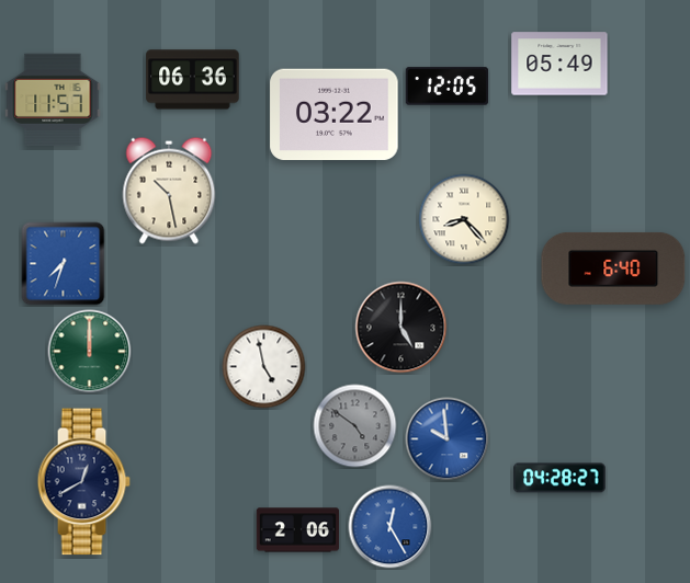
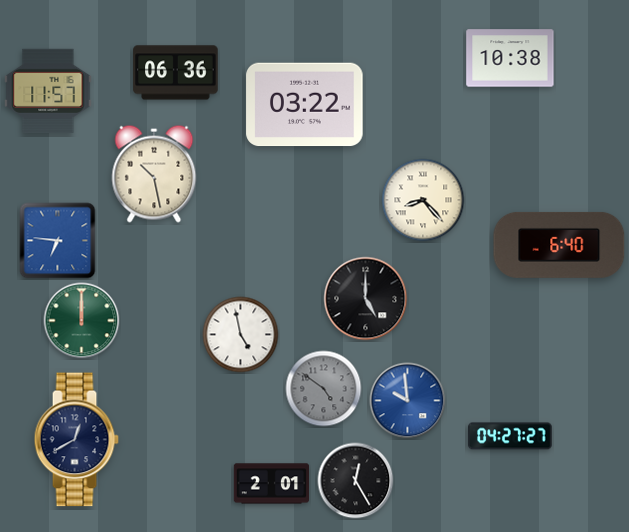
clock at (559, 64): 05:49 -> 10:38
clock at (448, 87): 12:05 -> none
clock at (64, 264): 7:33 -> 6:46
clock at (559, 478): 04:28 -> 04:27
clock at (391, 527) dial: blue -> black
clock at (298, 530): 2:06 -> 2:01
